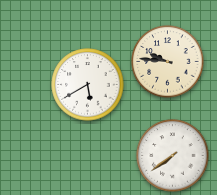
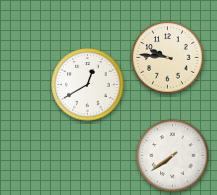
clock at (168, 62) position: (168, 62) -> (168, 58)
clock at (88, 85): 5:40 -> 12:40
